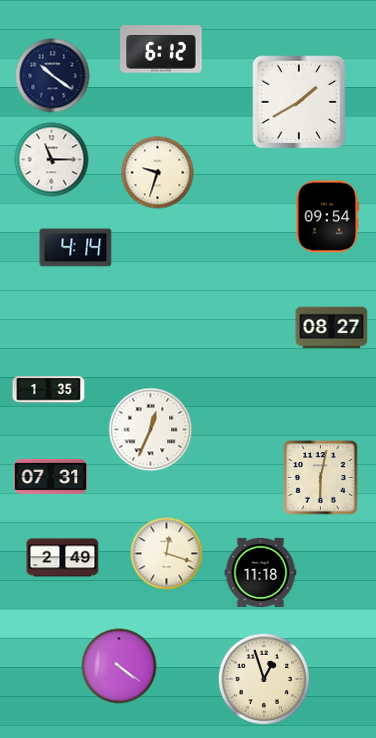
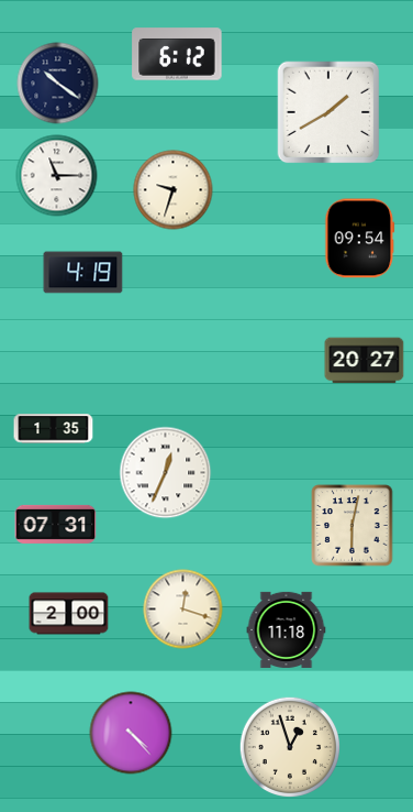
clock at (76, 248): 4:14 -> 4:19
clock at (332, 328): 08:27 -> 20:27
clock at (63, 558): 2:49 -> 2:00
clock at (119, 666): 4:21 -> 4:23
